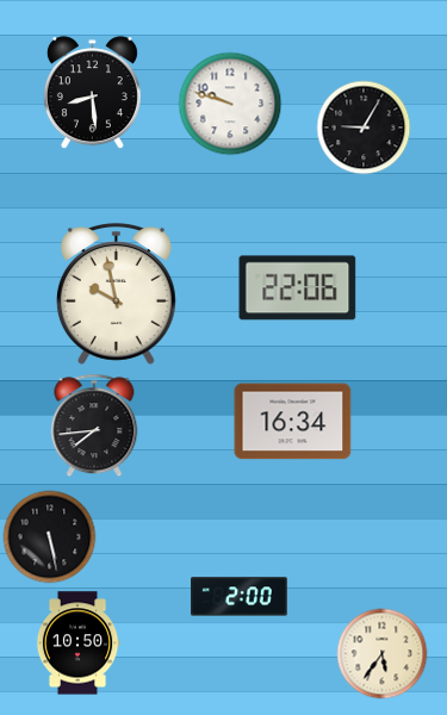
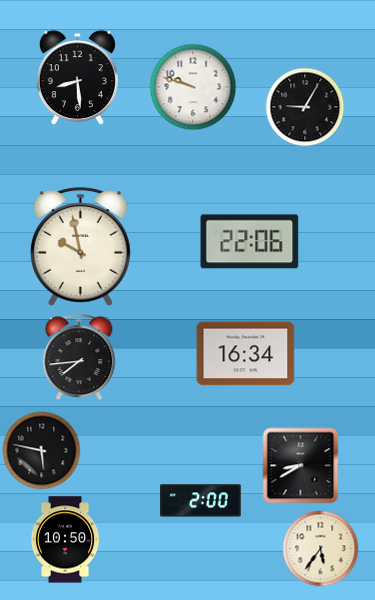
clock at (116, 294) position: (116, 294) -> (80, 247)
clock at (50, 537): 5:28 -> 5:47
clock at (301, 466): none -> 8:40
